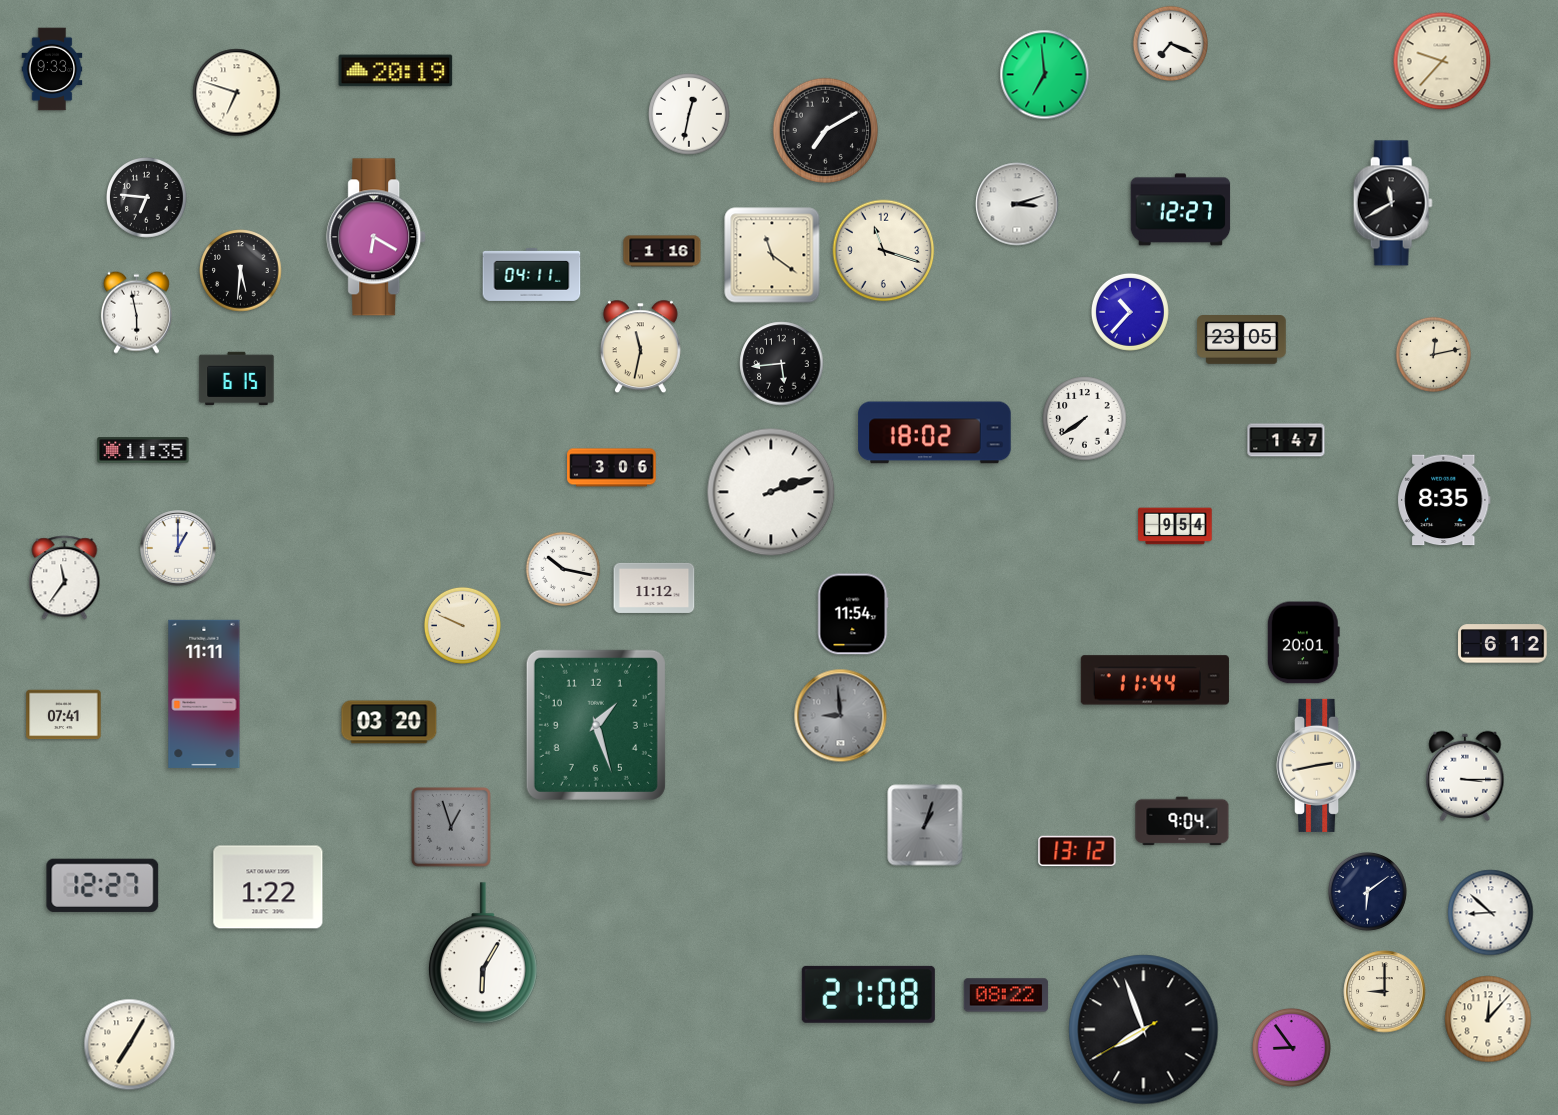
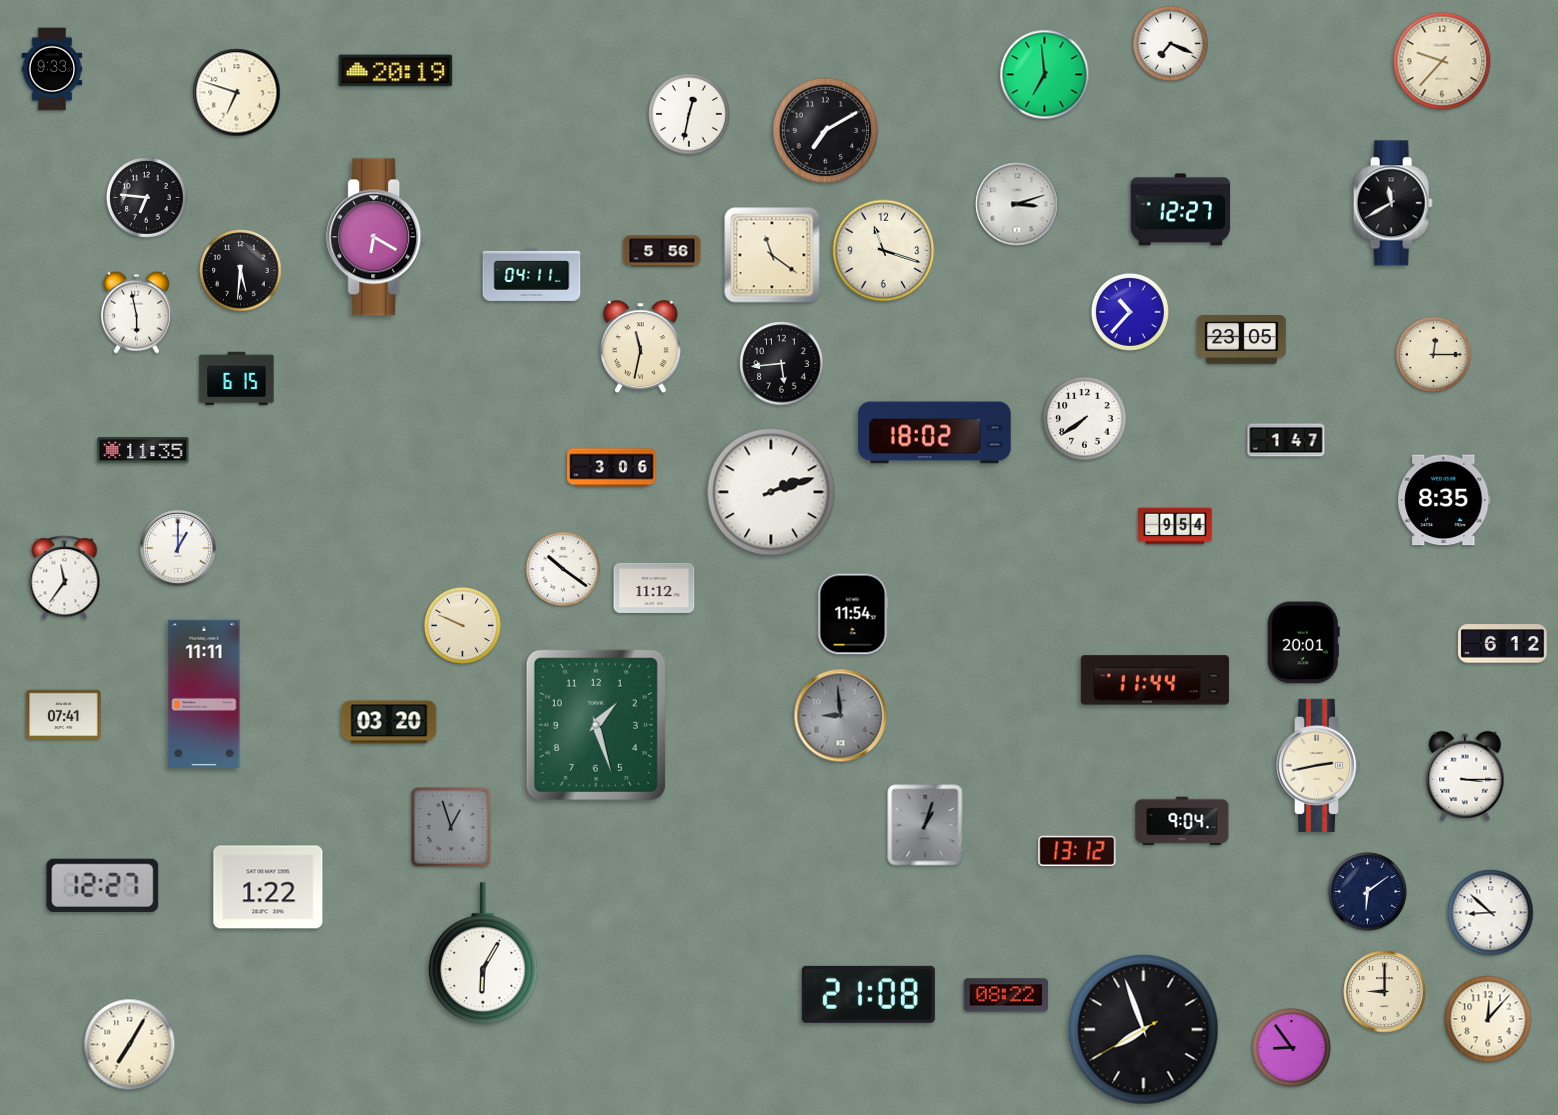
clock at (662, 251): 1:16 -> 5:56
clock at (1433, 354): 12:13 -> 12:15
clock at (563, 569): 10:17 -> 10:21
